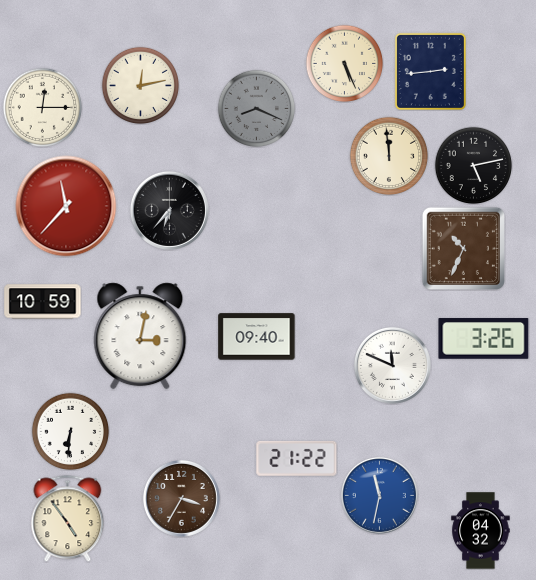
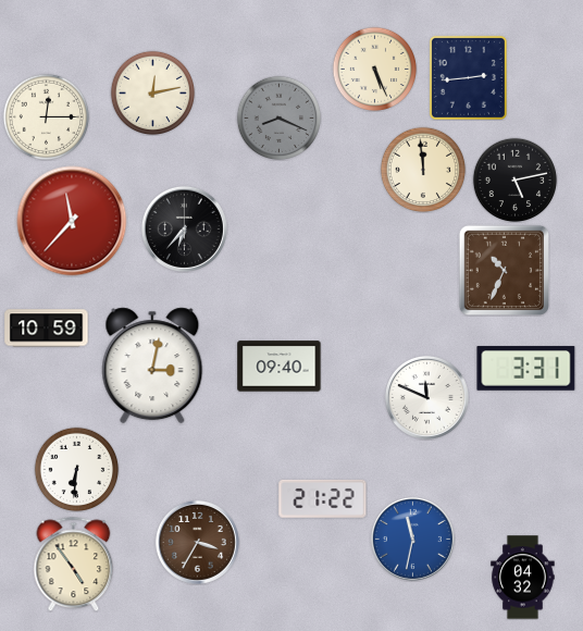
clock at (66, 206) position: (66, 206) -> (72, 221)
clock at (484, 339): 3:26 -> 3:31
